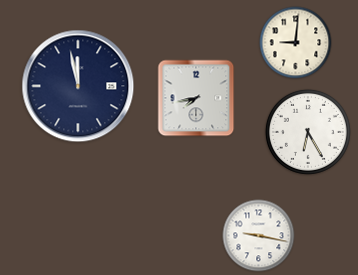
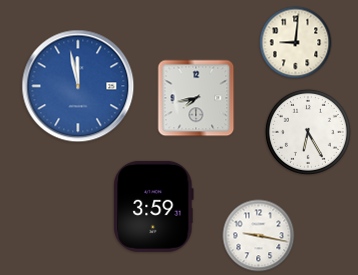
clock at (78, 86) dial: navy -> blue
clock at (154, 206): none -> 3:59
